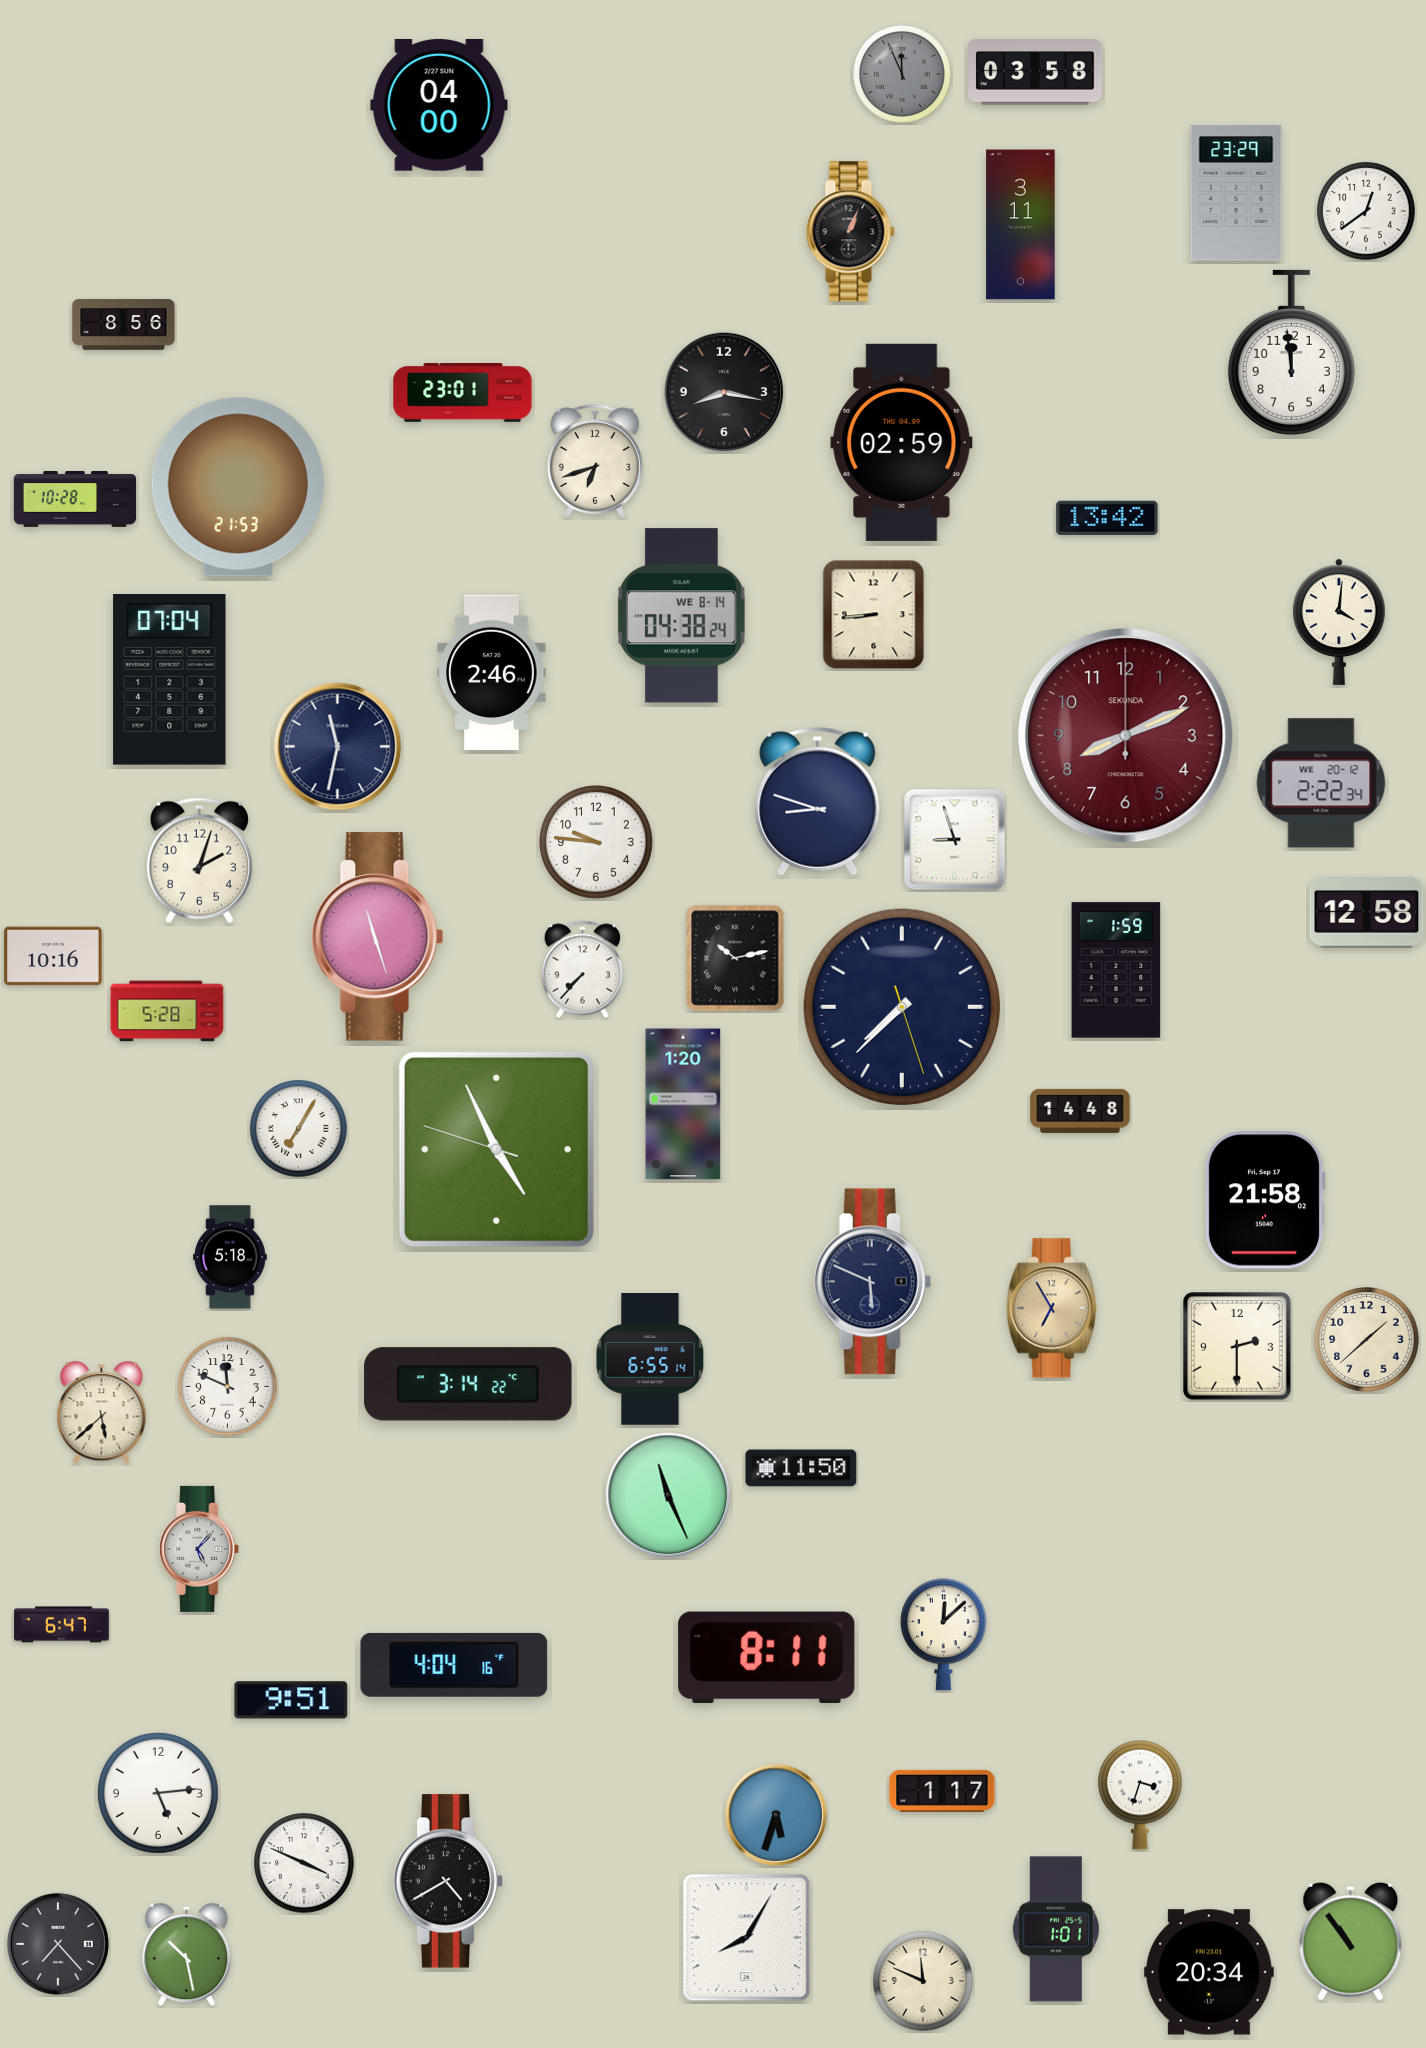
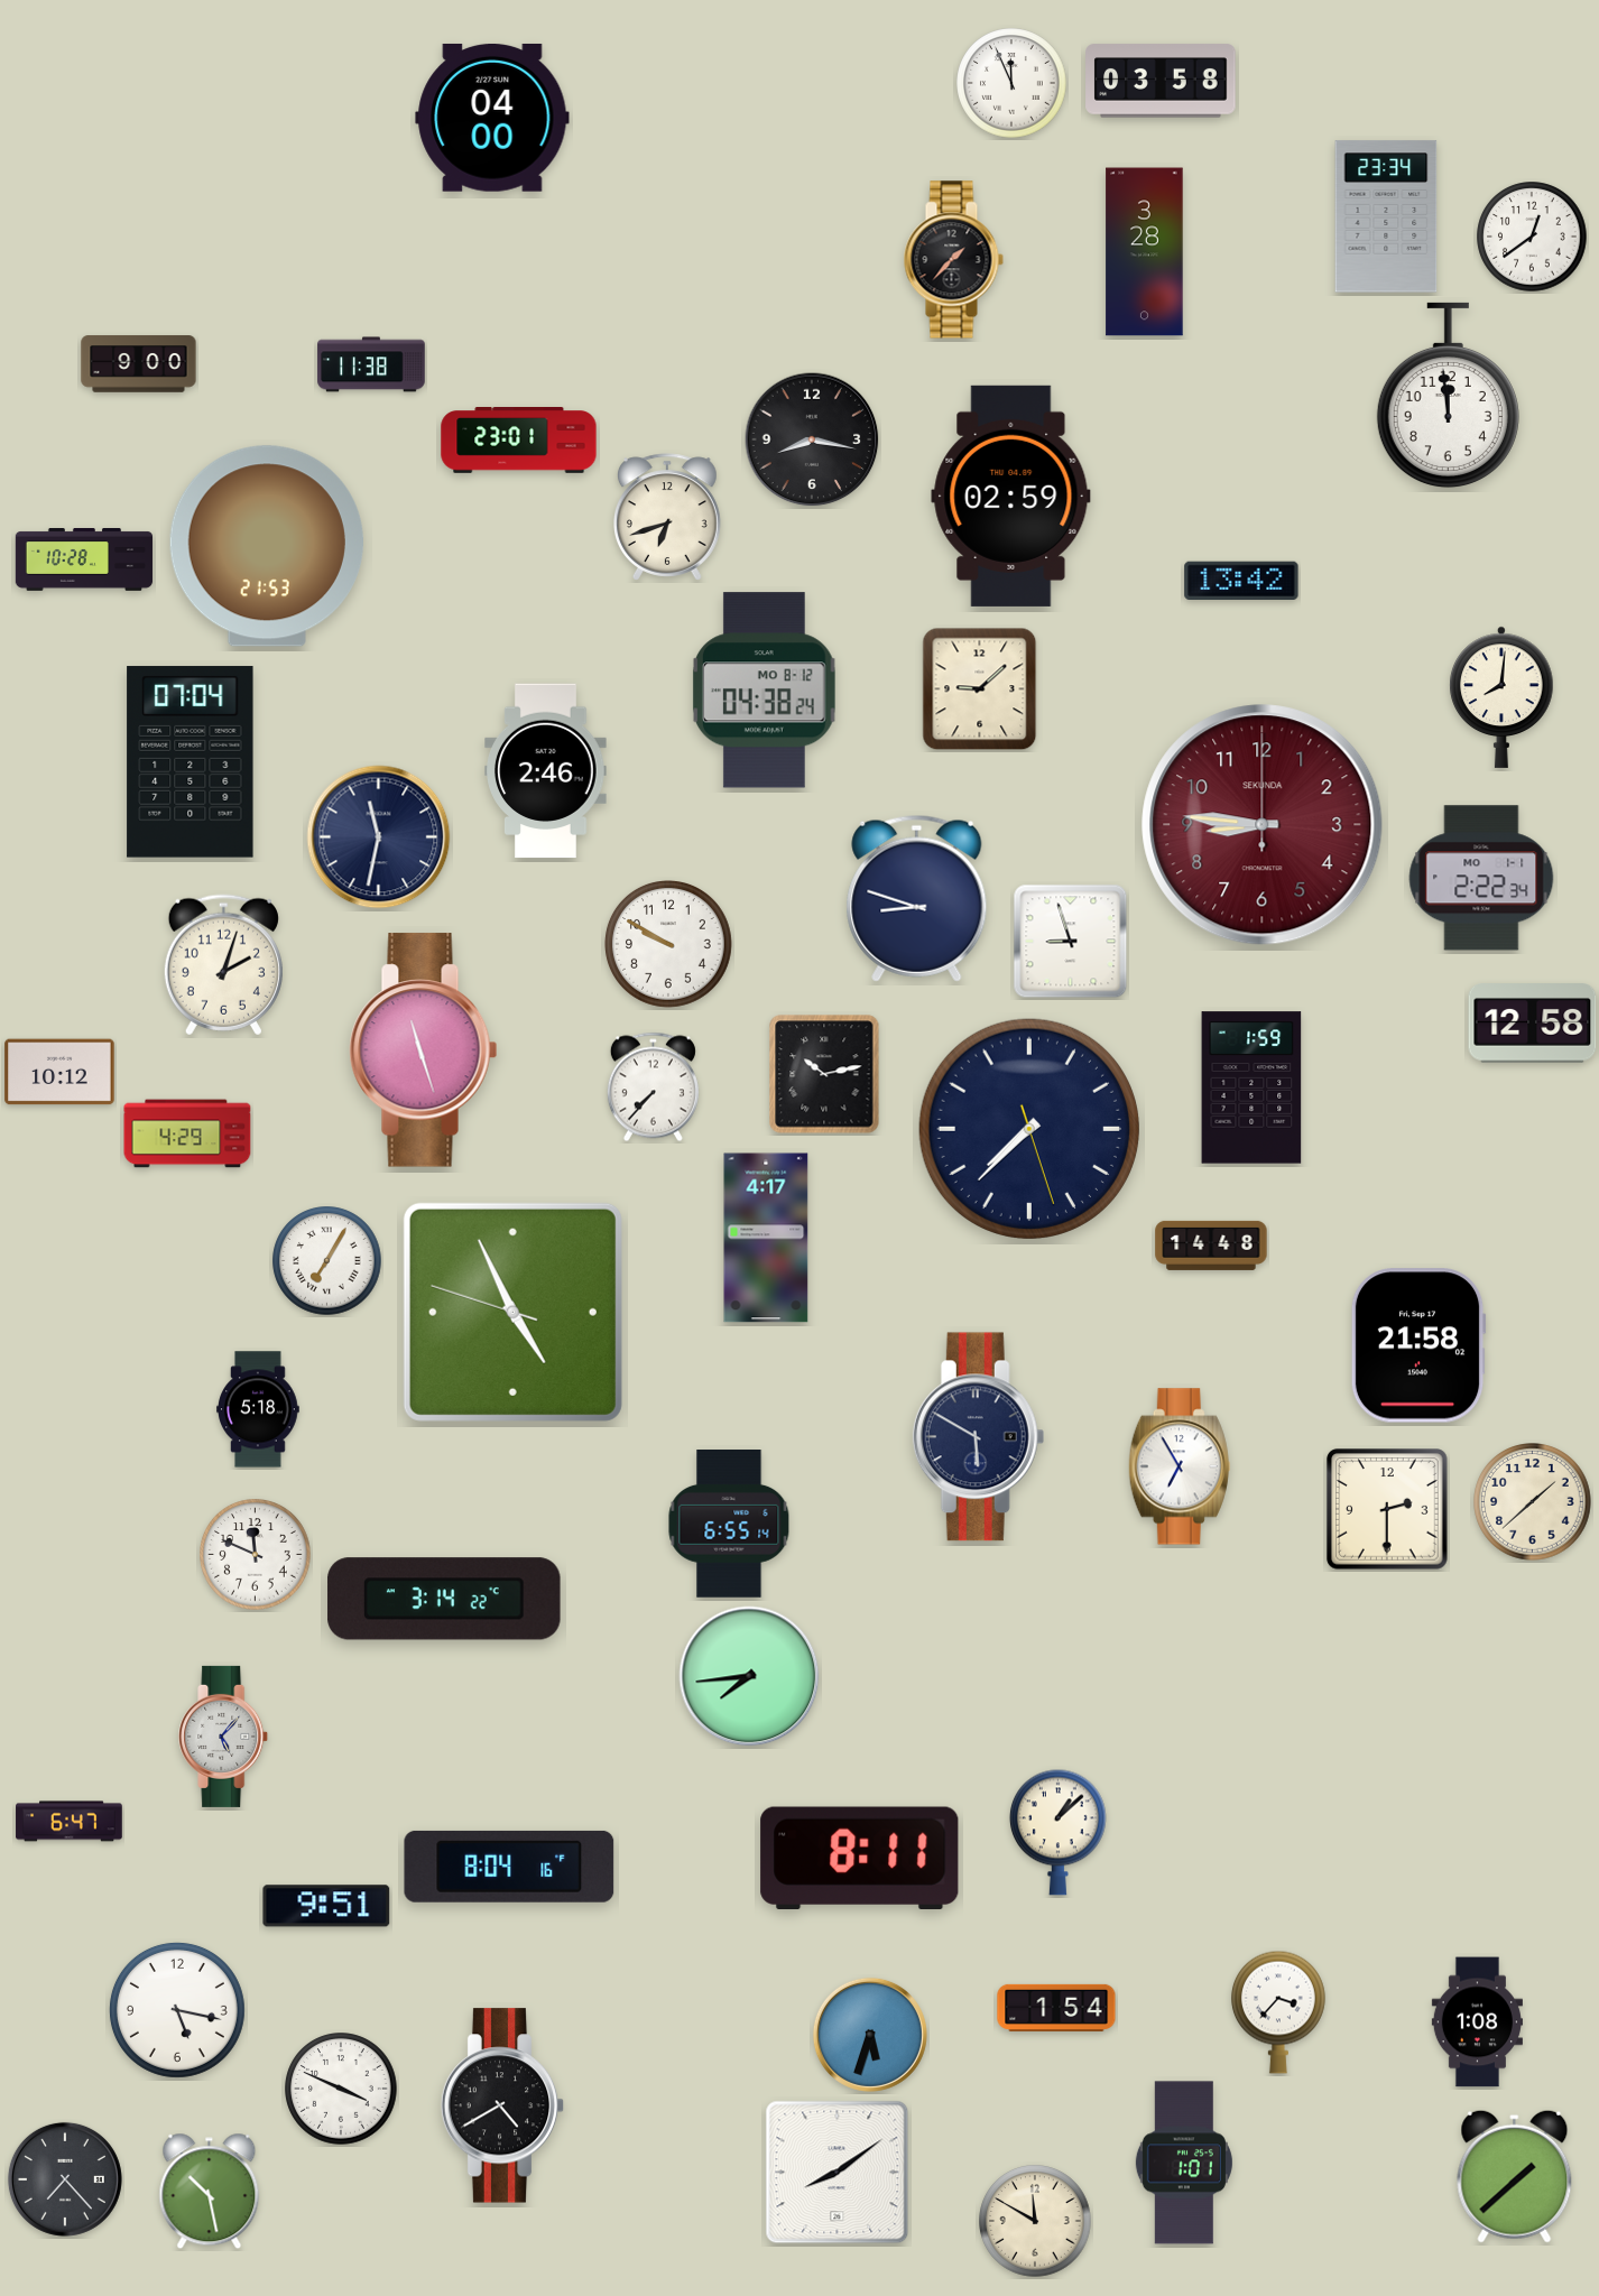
clock at (902, 74) dial: grey -> white
clock at (1236, 193): 23:29 -> 23:34
clock at (1021, 225): 3:11 -> 3:28
clock at (850, 232): 1:04 -> 1:37
clock at (124, 325): 8:56 -> 9:00
clock at (371, 364): none -> 11:38
clock at (874, 615): 8:44 -> 9:08
clock at (682, 616) date: WE 8-14 -> MO 8-12
clock at (1339, 622): 4:01 -> 8:01
clock at (492, 673) position: (492, 673) -> (546, 771)
clock at (1126, 736): 8:11 -> 8:46
clock at (1321, 783) date: WE 20-12 -> MO 1-1
clock at (597, 843): 9:46 -> 9:50
clock at (53, 956): 10:16 -> 10:12
clock at (902, 1007) position: (902, 1007) -> (1029, 1129)
clock at (167, 1011): 5:28 -> 4:29
clock at (683, 1104): 1:20 -> 4:17
clock at (299, 1129) position: (299, 1129) -> (327, 1261)
clock at (496, 1149) position: (496, 1149) -> (512, 1312)
clock at (873, 1282): 5:49 -> 5:50
clock at (1052, 1308) dial: champagne -> white
clock at (468, 1384) position: (468, 1384) -> (444, 1599)
clock at (102, 1413): 5:38 -> none
clock at (801, 1468): 11:50 -> none
clock at (668, 1495): 11:26 -> 7:44
clock at (943, 1634): 12:08 -> 1:08
clock at (454, 1665): 4:04 -> 8:04
clock at (942, 1791): 1:17 -> 1:54
clock at (158, 1793): 5:14 -> 5:17
clock at (1140, 1795): 3:33 -> 3:37
clock at (1477, 2022): none -> 1:08
clock at (448, 1881) position: (448, 1881) -> (502, 2105)
clock at (747, 1938): 8:05 -> 8:09
clock at (1351, 1941): 10:54 -> 1:38
clock at (1209, 1972): 20:34 -> none
clock at (923, 1981): 11:49 -> 11:50
